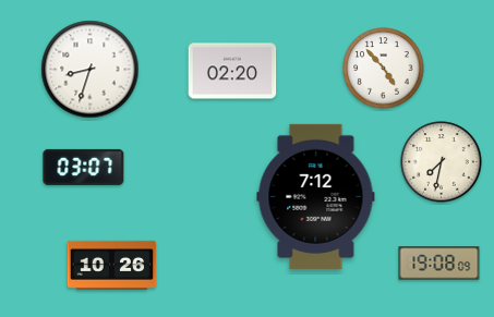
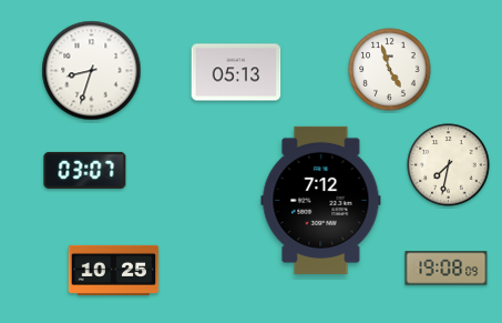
clock at (384, 69): 4:53 -> 4:57
clock at (232, 71): 02:20 -> 05:13
clock at (112, 265): 10:26 -> 10:25
